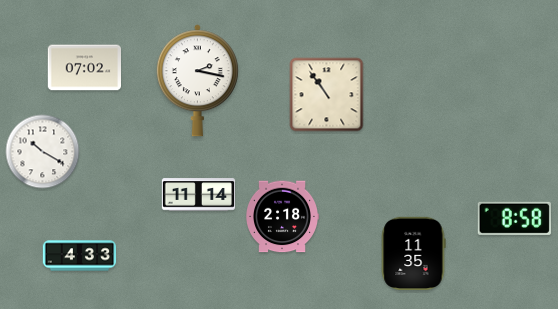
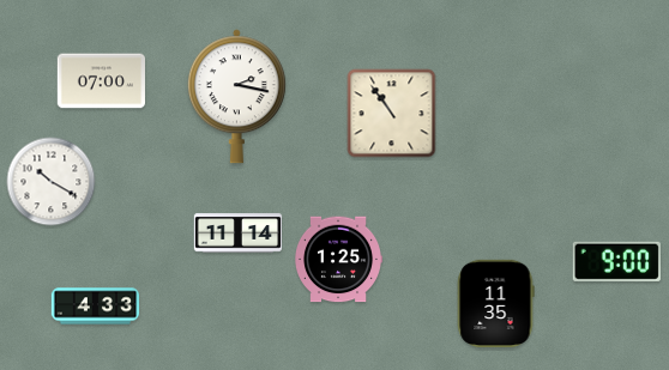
clock at (84, 68): 07:02 -> 07:00
clock at (282, 217): 2:18 -> 1:25
clock at (514, 218): 8:58 -> 9:00
